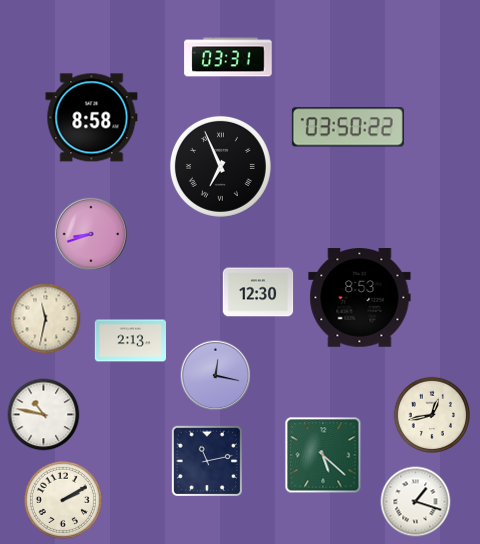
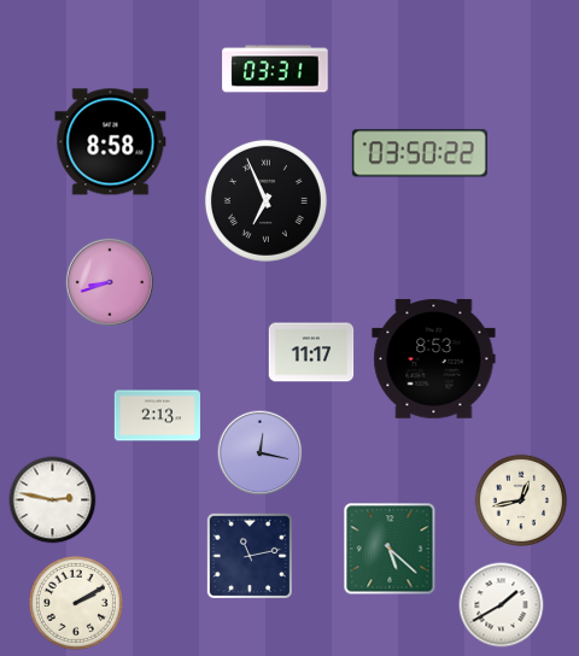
clock at (258, 292): 12:30 -> 11:17
clock at (46, 319): 11:32 -> none
clock at (130, 341) position: (130, 341) -> (157, 416)
clock at (44, 415): 10:47 -> 2:47
clock at (416, 502): 1:18 -> 1:40
